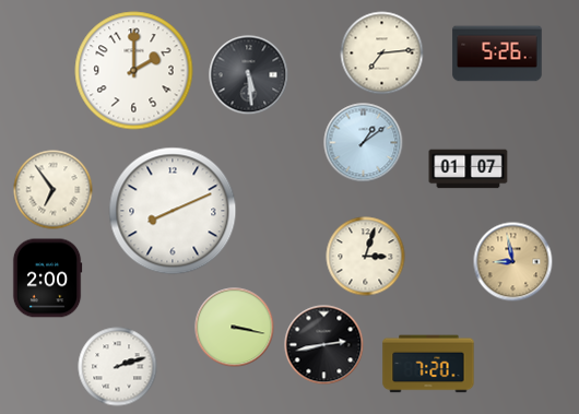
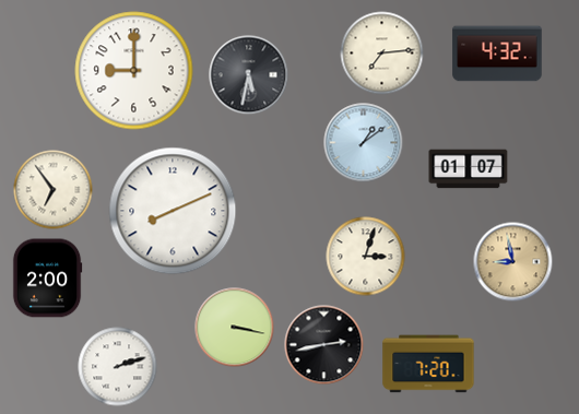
clock at (497, 54): 5:26 -> 4:32
clock at (134, 71): 2:00 -> 9:00
clock at (249, 75): 5:29 -> 5:32
